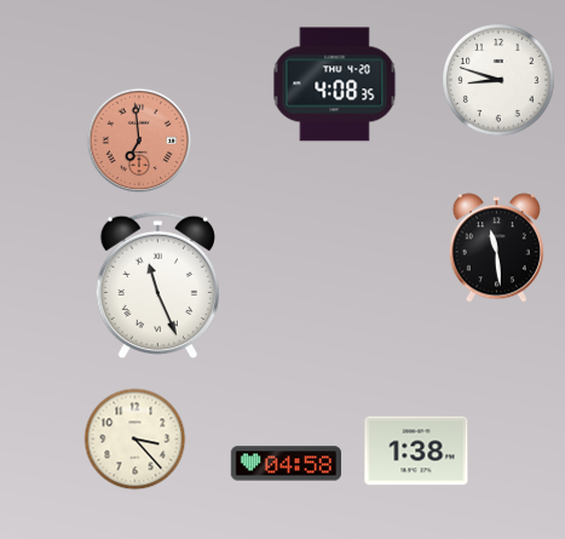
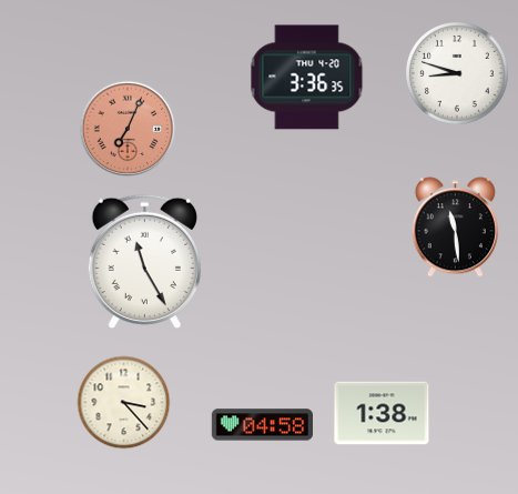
clock at (335, 85): 4:08 -> 3:36
clock at (139, 141): 6:59 -> 7:04
clock at (157, 285): 11:26 -> 11:25
